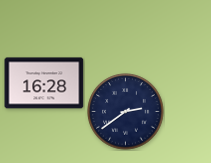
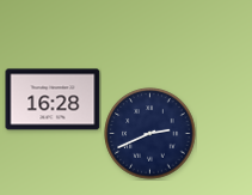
clock at (126, 112): 2:39 -> 2:41
